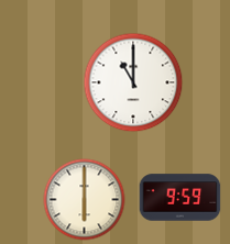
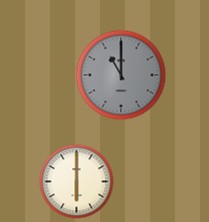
clock at (133, 82) dial: white -> grey
clock at (180, 198): 9:59 -> none
